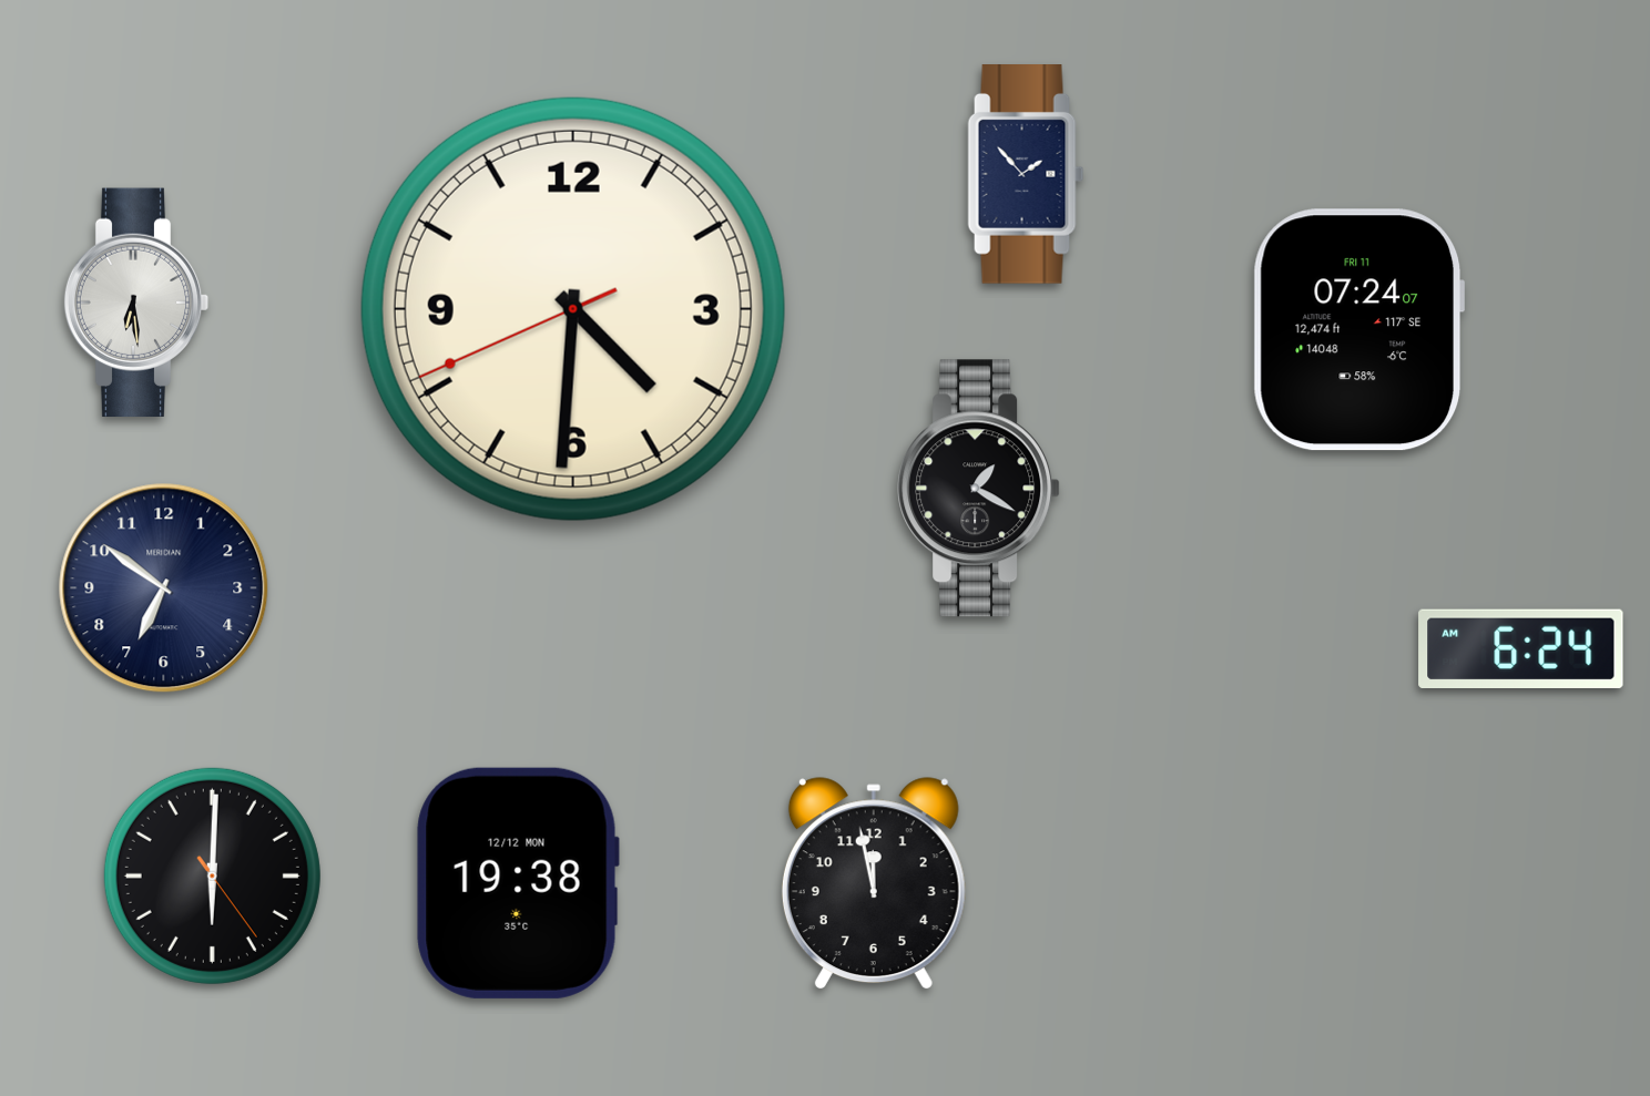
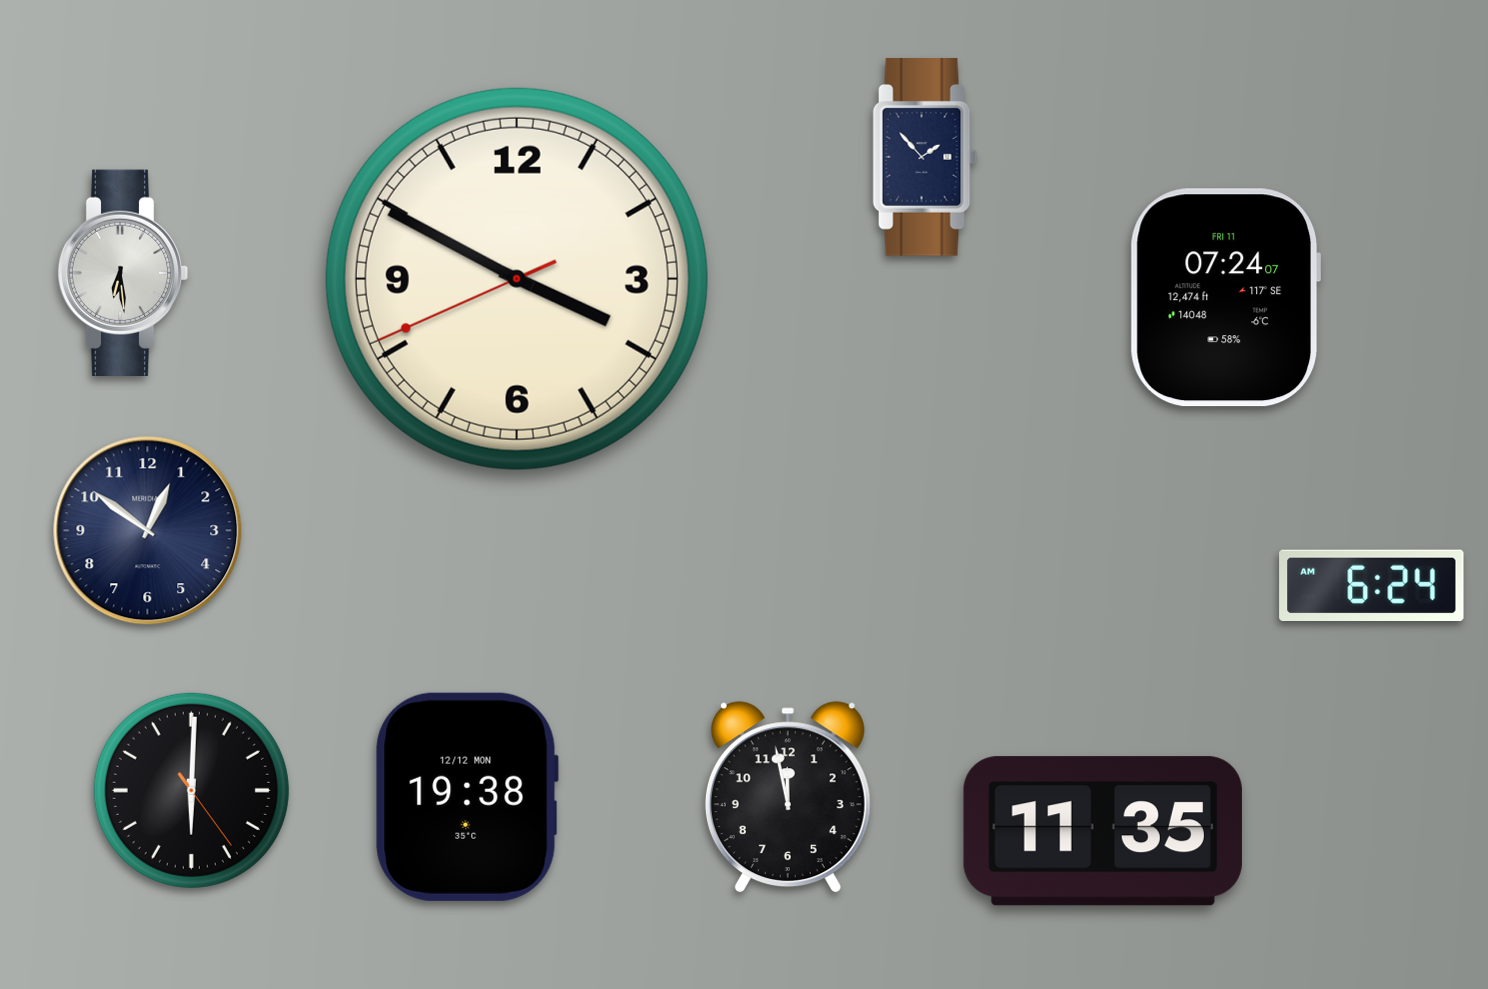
clock at (573, 309): 4:30 -> 3:49
clock at (979, 489): 1:20 -> none
clock at (164, 588): 6:51 -> 12:51
clock at (1103, 831): none -> 11:35
